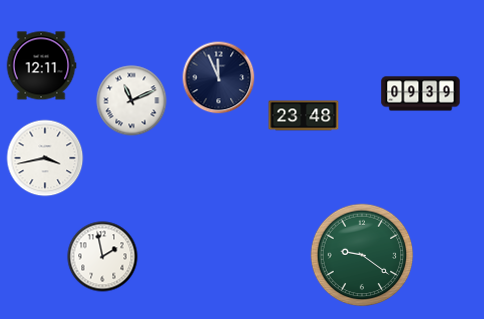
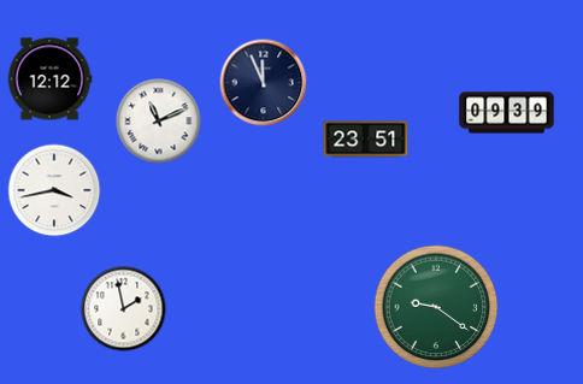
clock at (41, 66): 12:11 -> 12:12
clock at (219, 78) position: (219, 78) -> (264, 83)
clock at (304, 116): 23:48 -> 23:51
